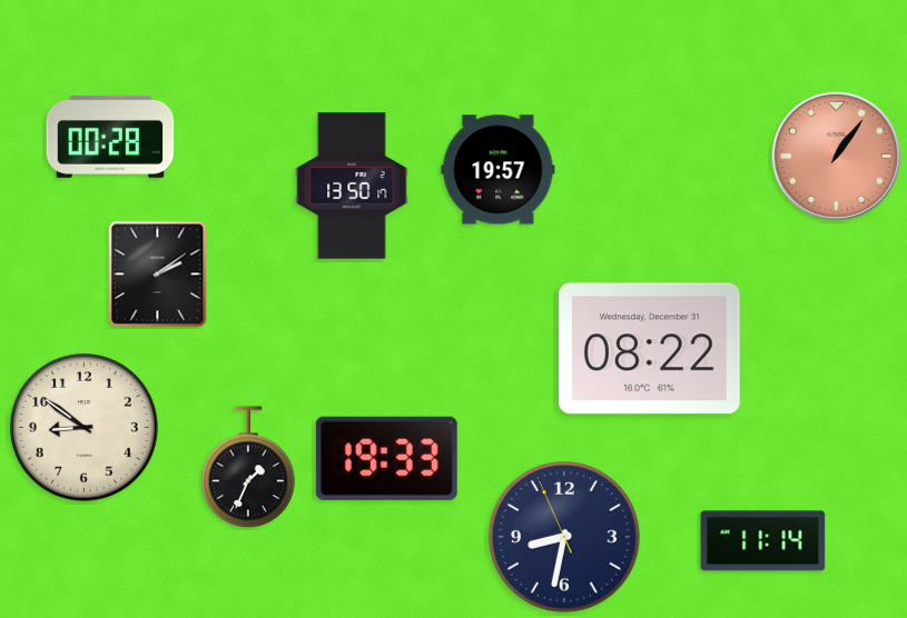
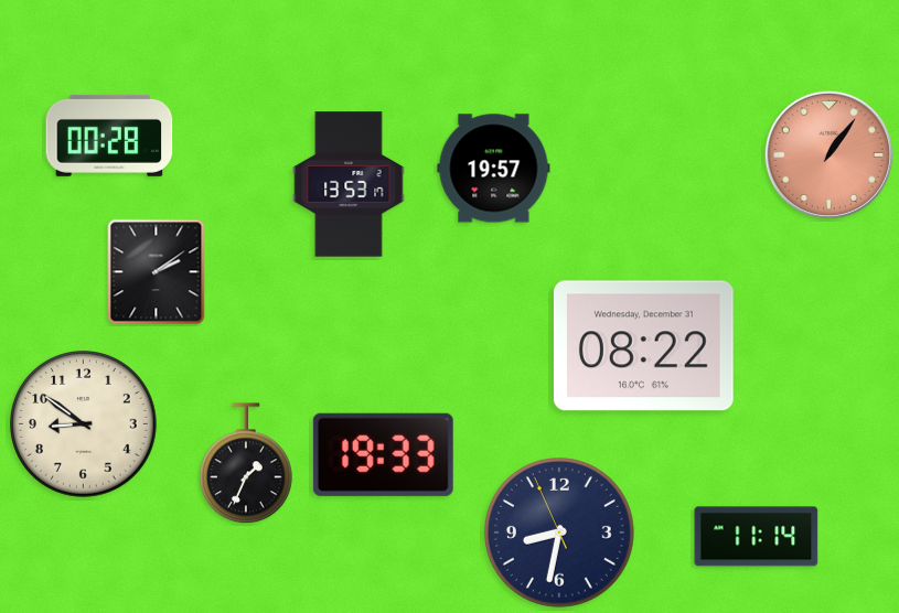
clock at (352, 186): 13:50 -> 13:53
